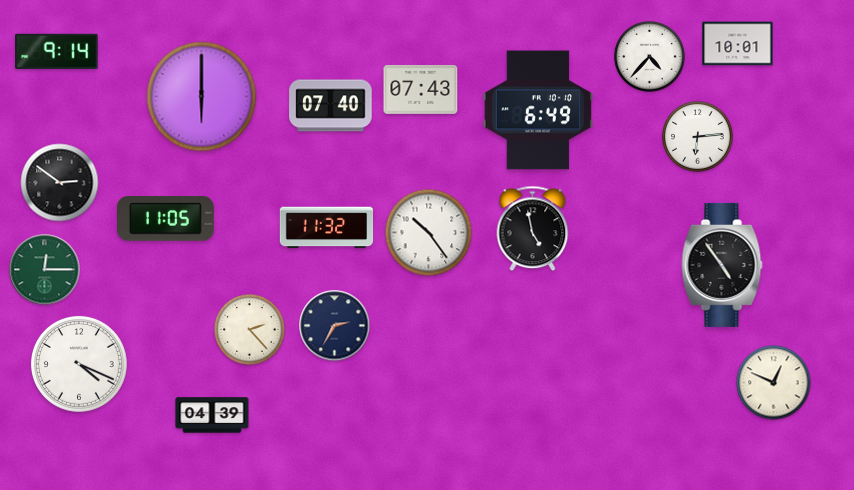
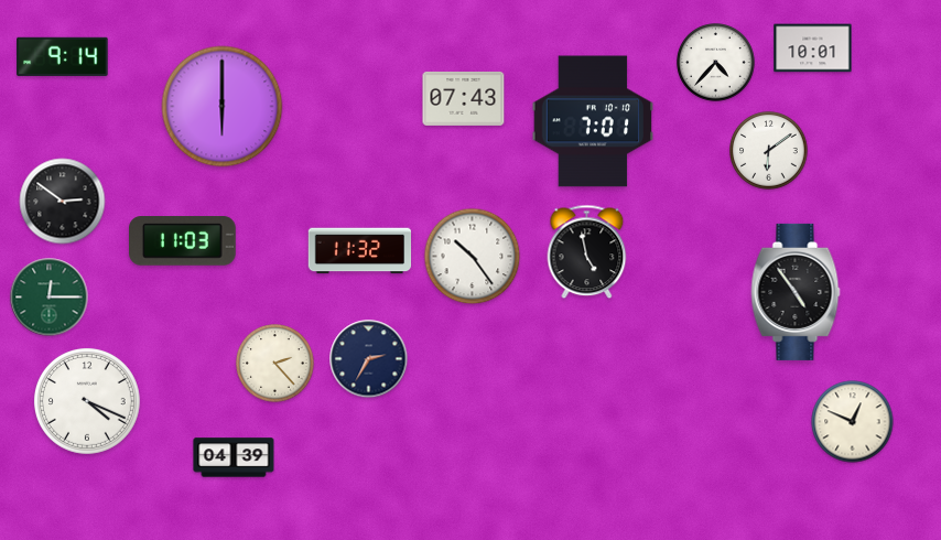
clock at (331, 106): 07:40 -> none
clock at (537, 110): 6:49 -> 7:01
clock at (698, 137): 6:14 -> 6:09
clock at (60, 183) position: (60, 183) -> (63, 202)
clock at (166, 219): 11:05 -> 11:03
